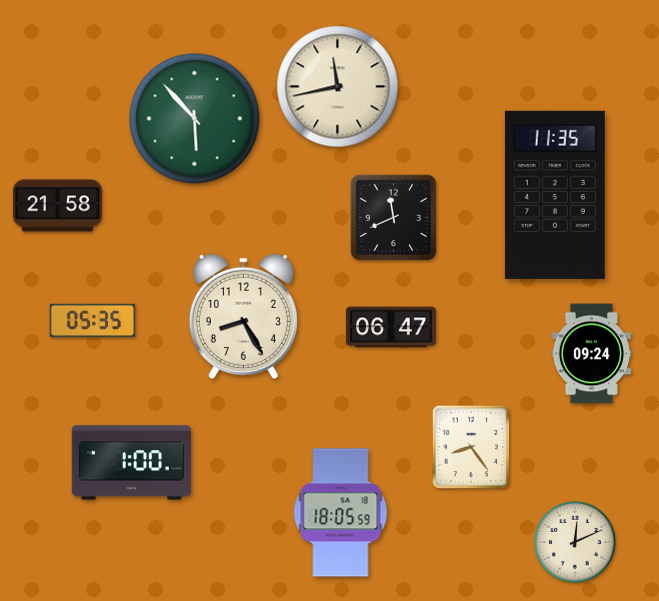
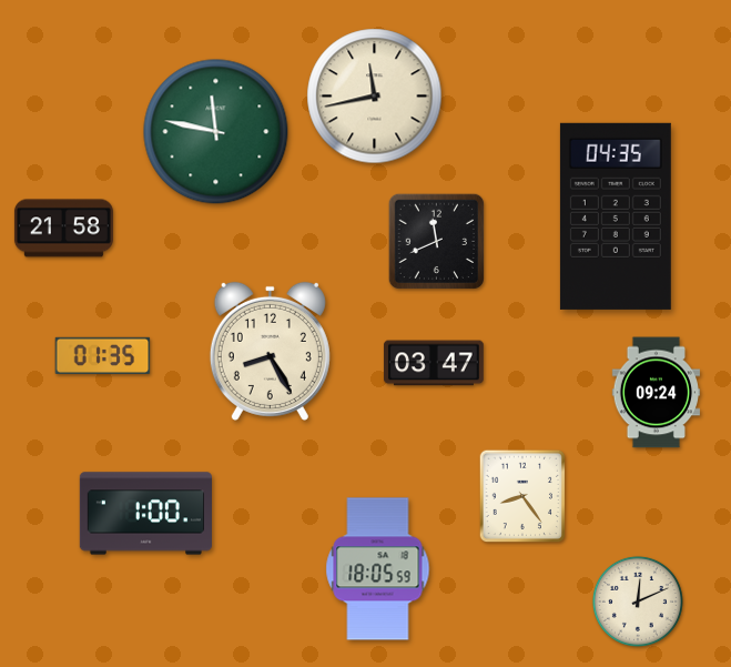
clock at (195, 119): 5:53 -> 11:47
clock at (555, 195): 11:35 -> 04:35
clock at (93, 320): 05:35 -> 01:35
clock at (391, 327): 06:47 -> 03:47
